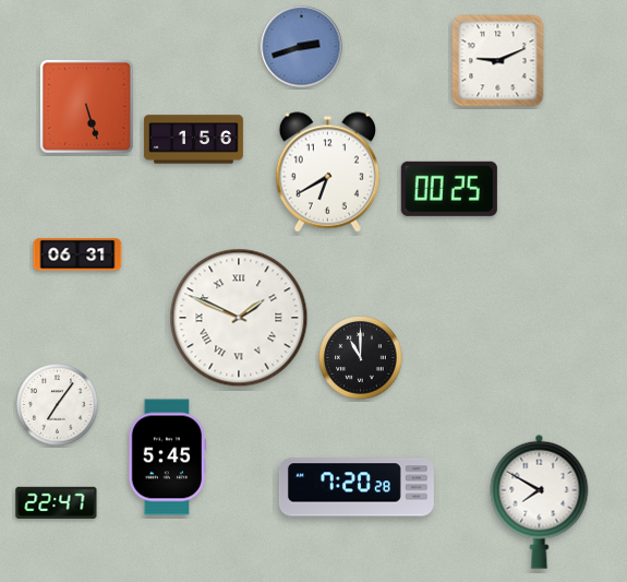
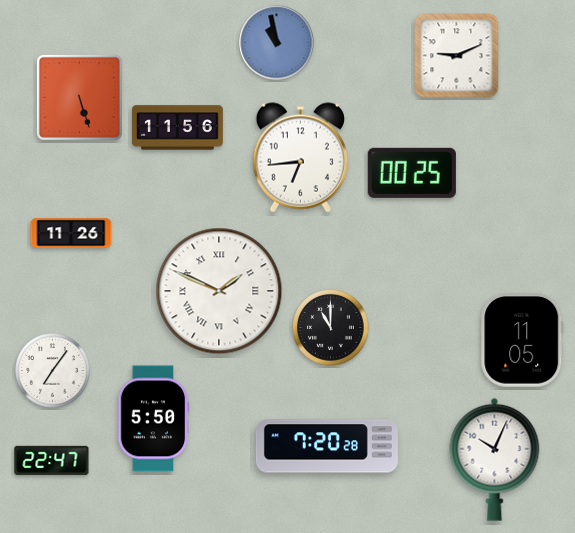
clock at (302, 47): 2:42 -> 10:58
clock at (193, 140): 1:56 -> 11:56
clock at (327, 173): 6:40 -> 6:44
clock at (77, 254): 06:31 -> 11:26
clock at (522, 340): none -> 11:05
clock at (166, 458): 5:45 -> 5:50
clock at (540, 501): 7:50 -> 10:04
